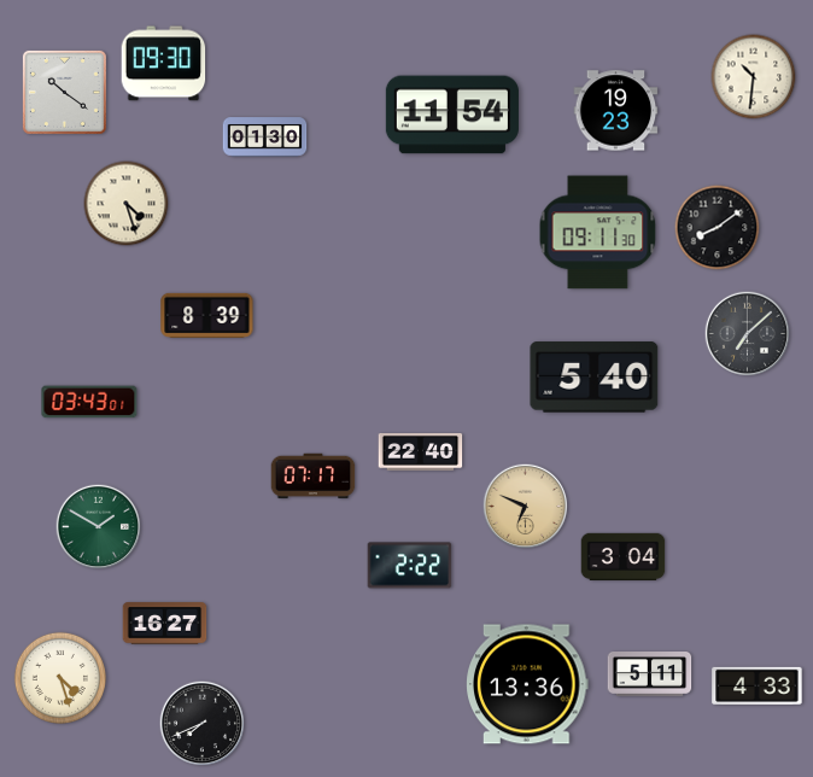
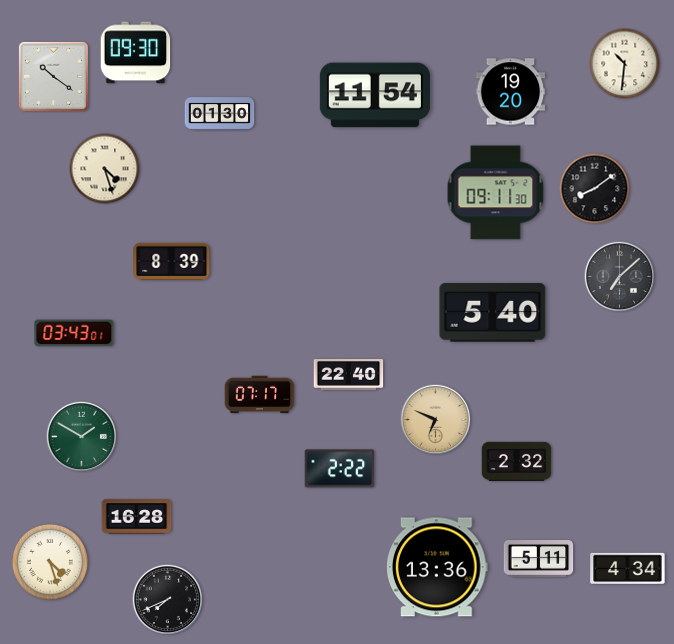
clock at (616, 111): 19:23 -> 19:20
clock at (624, 557): 3:04 -> 2:32
clock at (165, 624): 16:27 -> 16:28
clock at (758, 685): 4:33 -> 4:34
